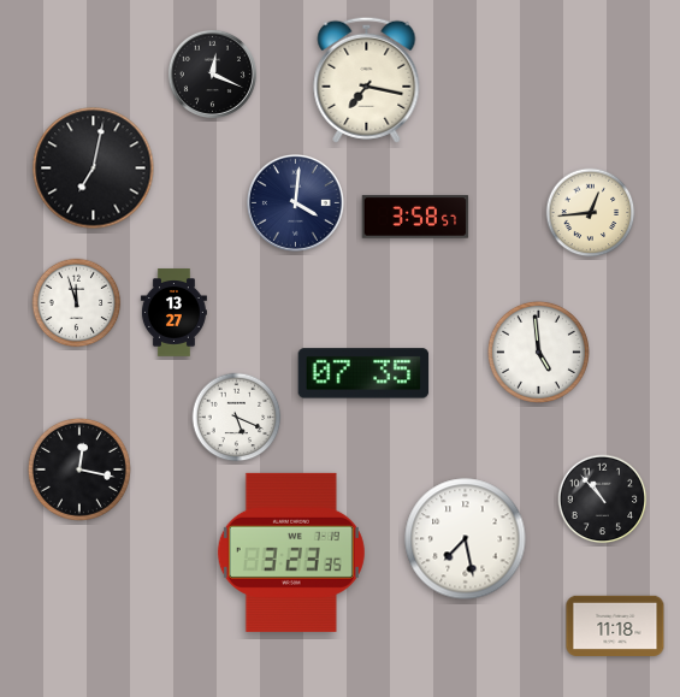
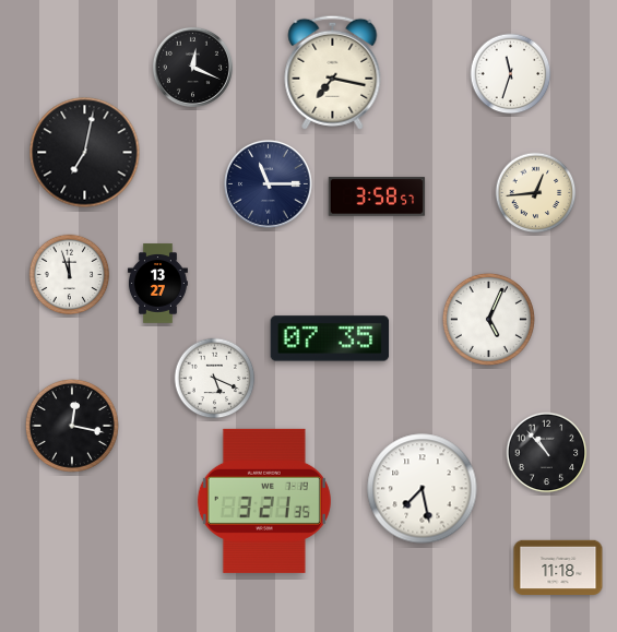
clock at (511, 74): none -> 11:33
clock at (295, 202): 4:01 -> 11:15
clock at (538, 352): 4:59 -> 5:04
clock at (291, 553): 3:23 -> 3:21
